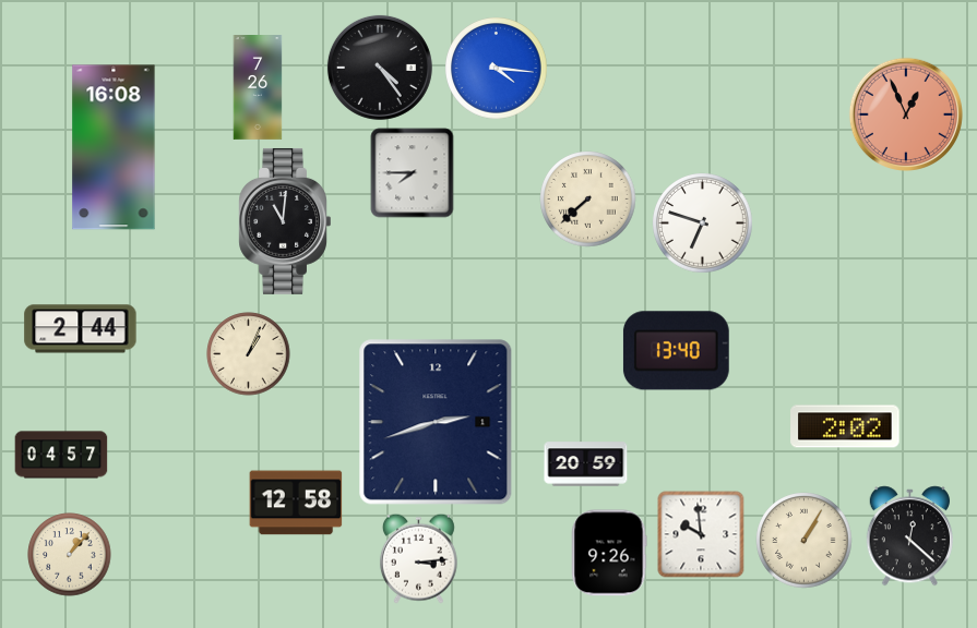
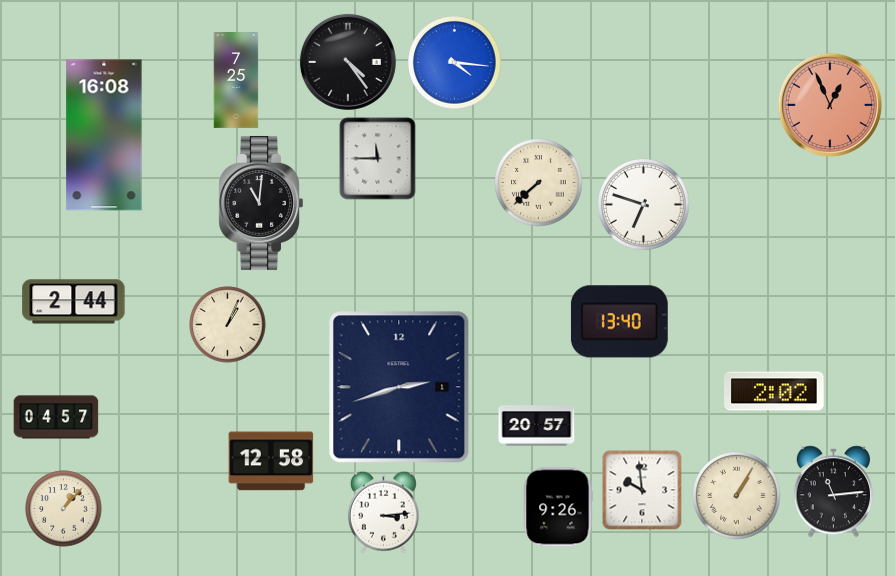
clock at (258, 88): 7:26 -> 7:25
clock at (413, 173): 7:45 -> 11:45
clock at (586, 464): 20:59 -> 20:57
clock at (909, 536): 12:22 -> 11:14
